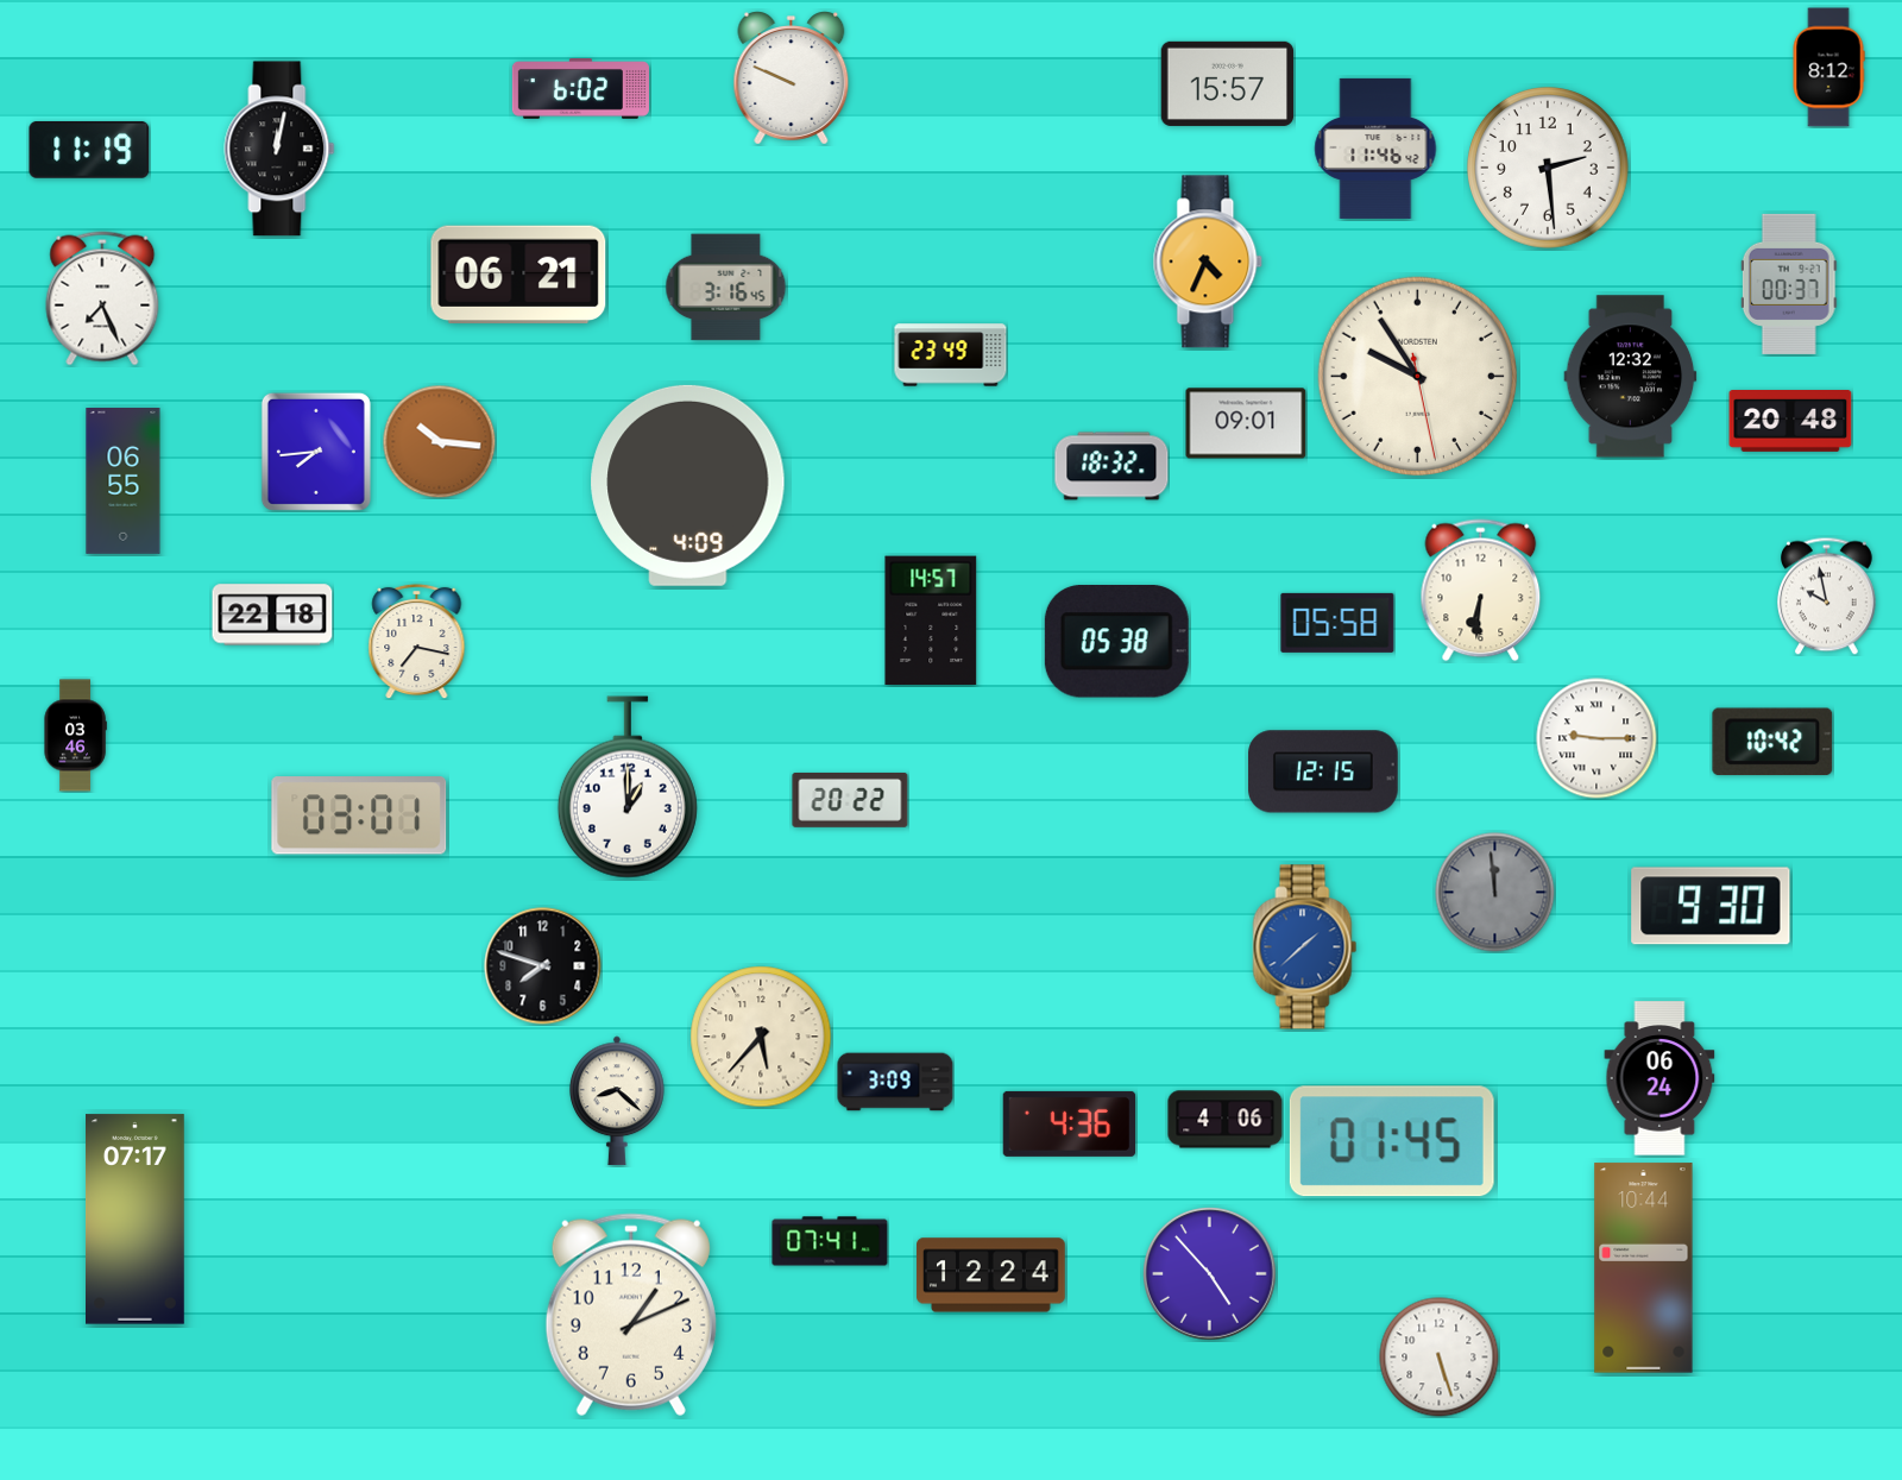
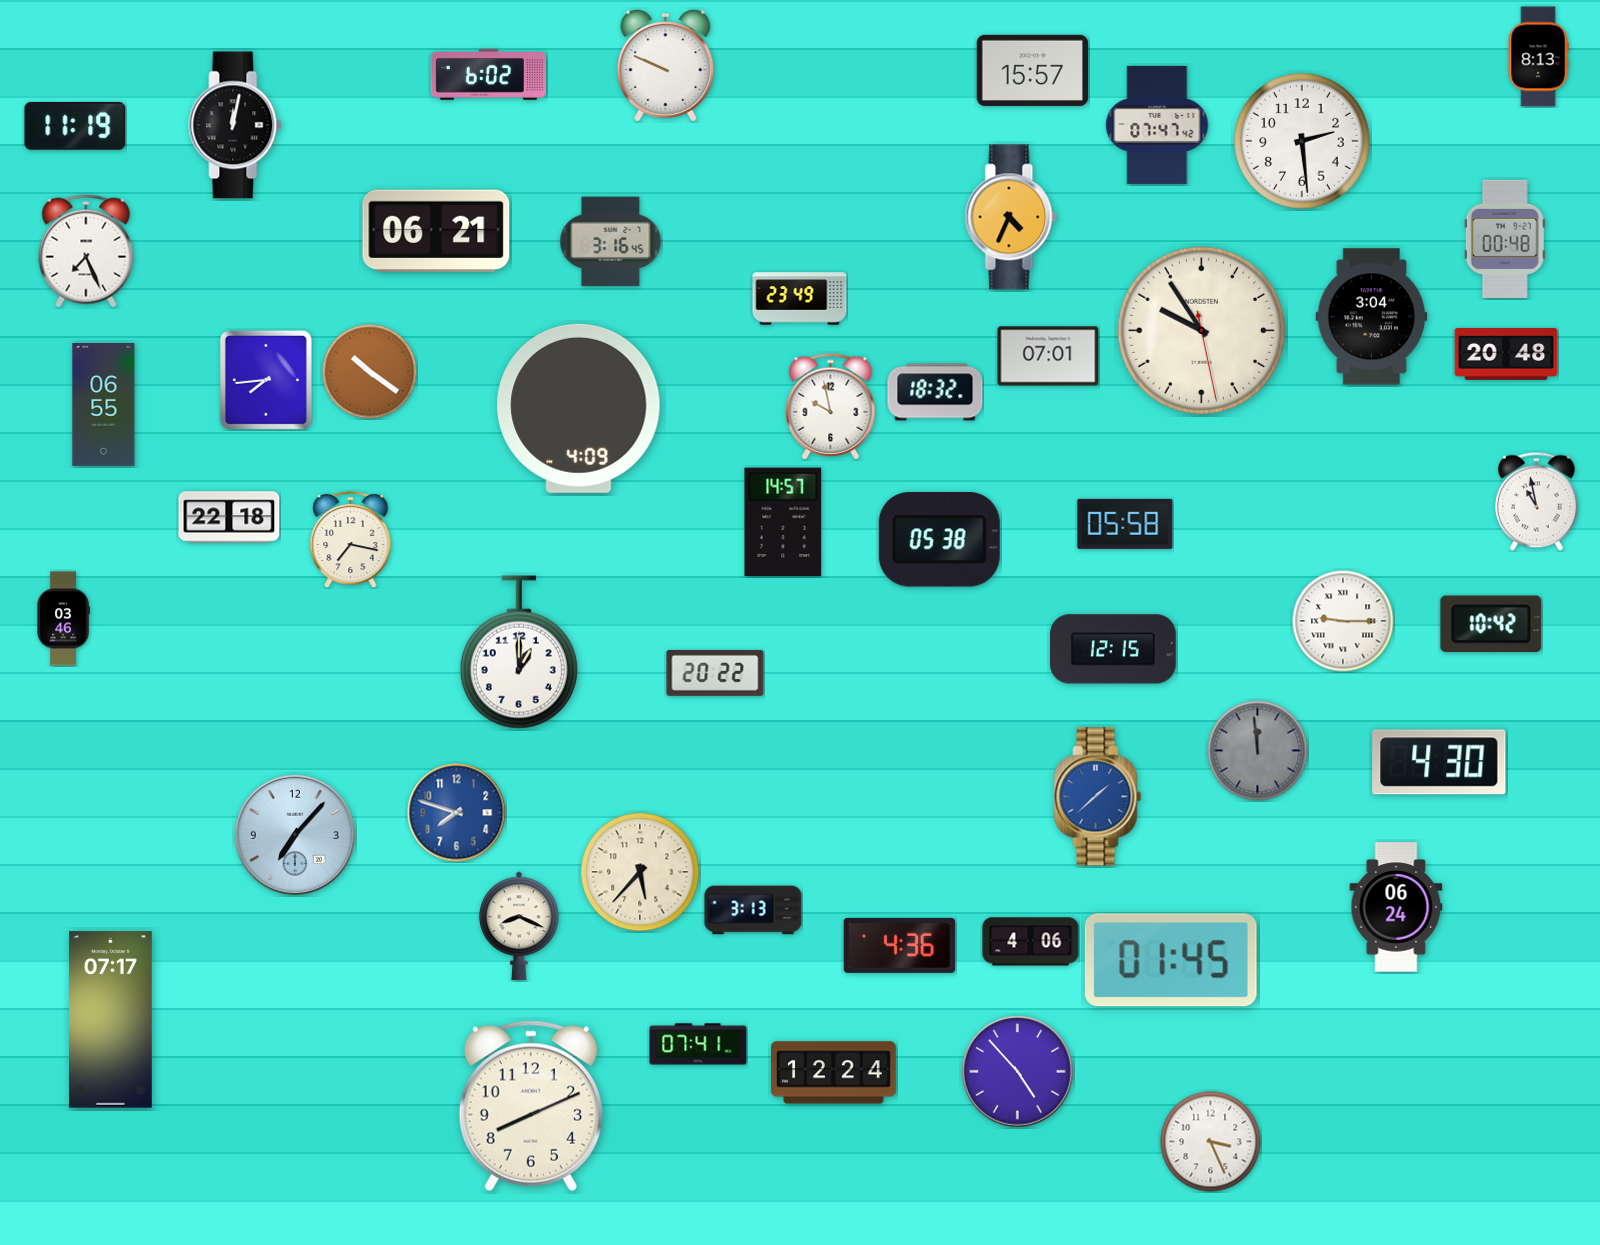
clock at (1828, 68): 8:12 -> 8:13
clock at (1375, 149): 11:46 -> 07:47
clock at (1208, 262) position: (1208, 262) -> (1011, 217)
clock at (1789, 284): 00:37 -> 00:48
clock at (1417, 376) position: (1417, 376) -> (1201, 330)
clock at (1631, 377): 12:32 -> 3:04
clock at (1246, 423): 09:01 -> 07:01
clock at (439, 441): 10:16 -> 10:21
clock at (831, 407): none -> 9:58
clock at (1481, 591): 6:31 -> none
clock at (1827, 596): 9:58 -> 10:58
clock at (628, 787) position: (628, 787) -> (519, 652)
clock at (359, 815): 03:01 -> none
clock at (1711, 906): 9:30 -> 4:30
clock at (543, 966) dial: black -> blue
clock at (295, 835): none -> 7:07
clock at (895, 1082): 3:09 -> 3:13
clock at (618, 1101): 8:22 -> 8:19
clock at (136, 1220) position: (136, 1220) -> (111, 1020)
clock at (1644, 1268): 10:44 -> none
clock at (631, 1315): 1:11 -> 8:11
clock at (1440, 1358): 5:27 -> 3:26
